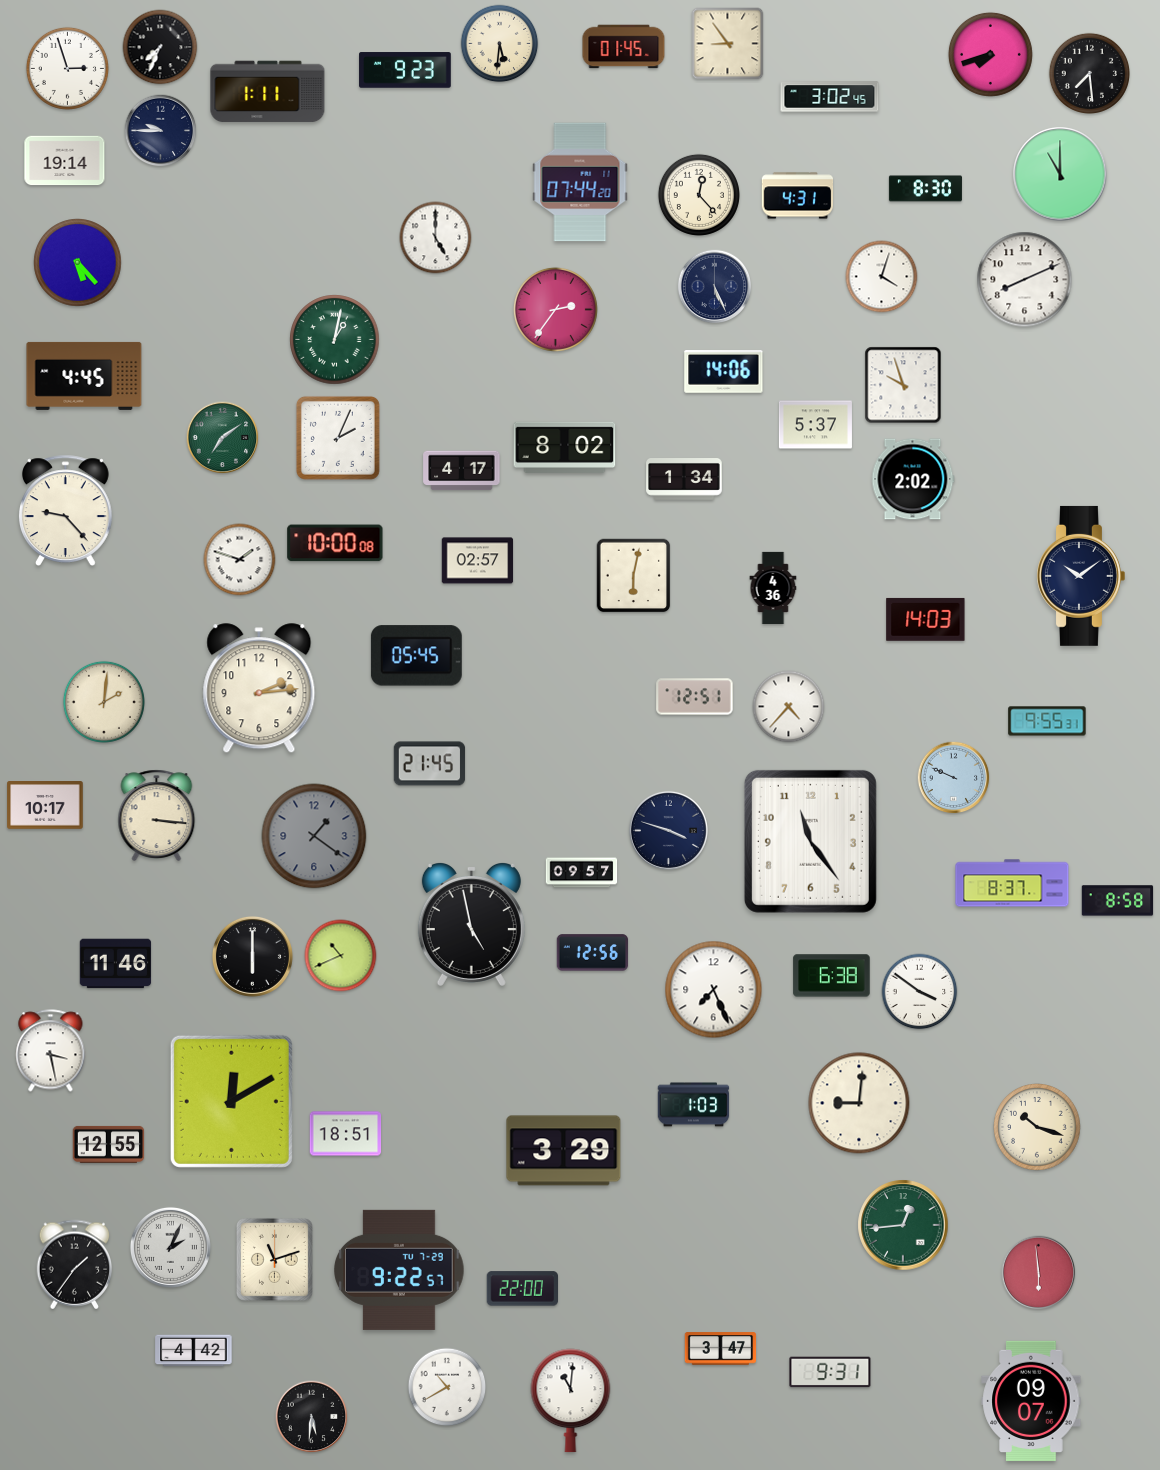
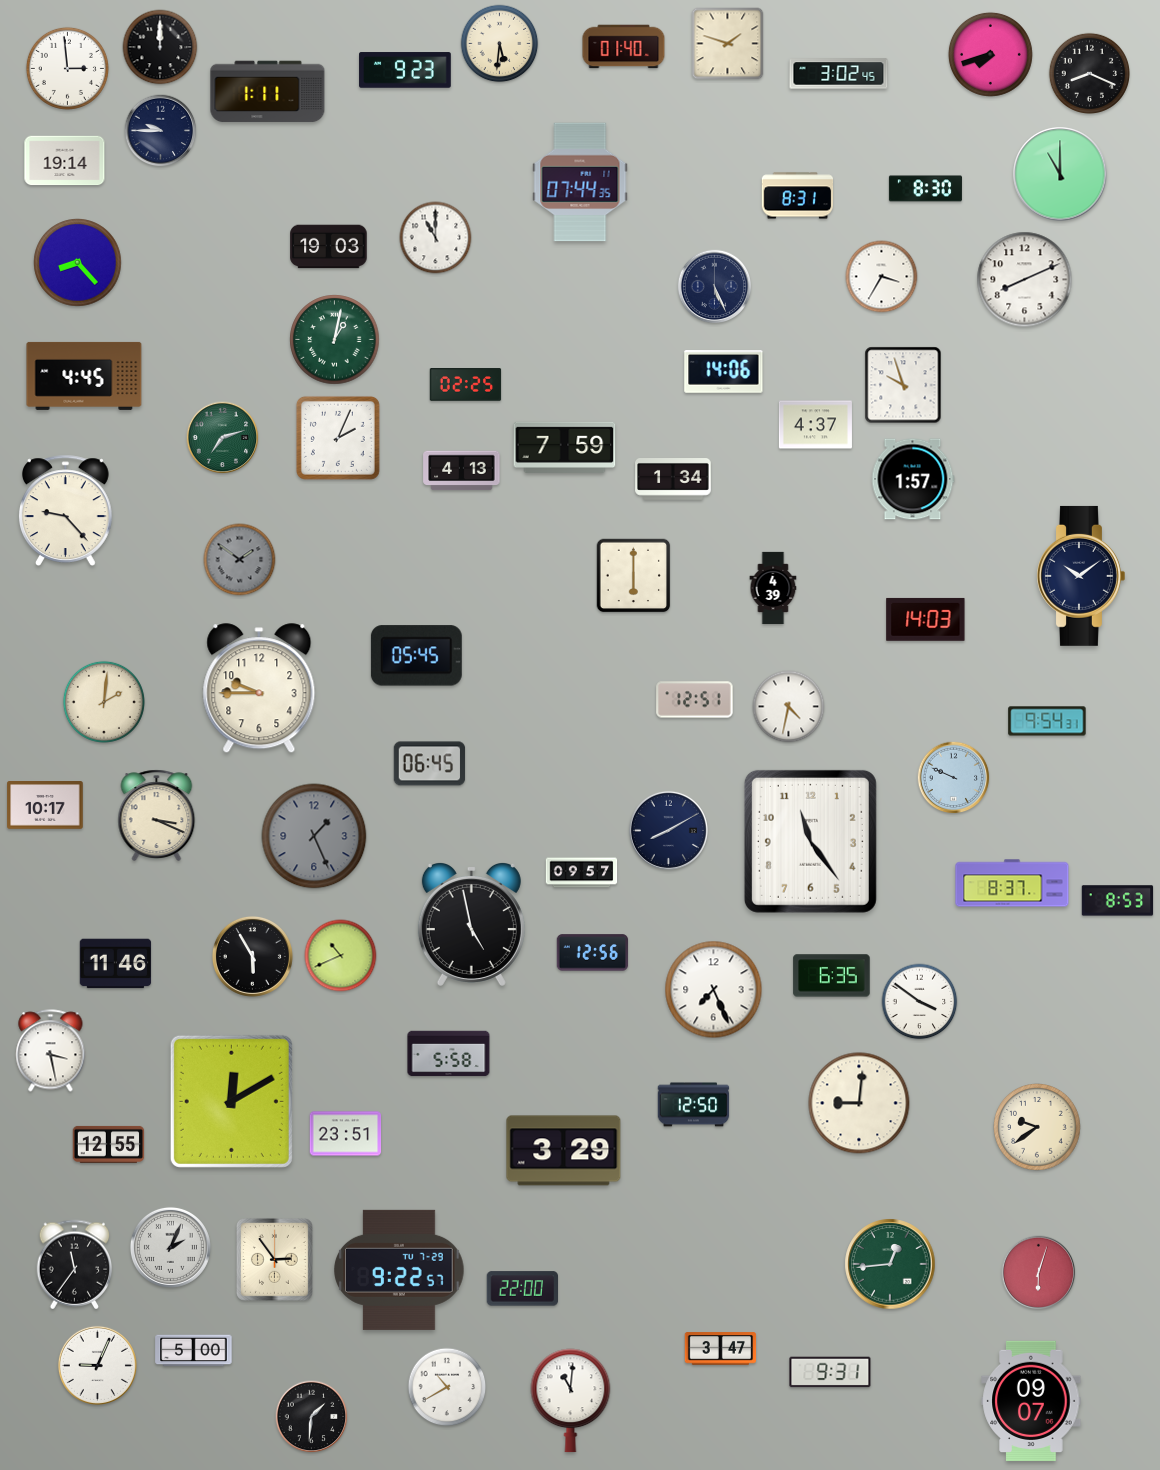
clock at (728, 44): 8:54 -> 1:48
clock at (160, 47): 7:34 -> 12:00
clock at (624, 47): 01:45 -> 01:40
clock at (67, 68): 2:57 -> 2:59
clock at (1089, 73): 7:29 -> 8:19
clock at (830, 97) position: (830, 97) -> (839, 74)
clock at (580, 182): 07:44:20 -> 07:44:35
clock at (699, 195): 12:23 -> none
clock at (798, 196): 4:31 -> 8:31
clock at (436, 238): 5:00 -> 11:00
clock at (329, 247): none -> 19:03
clock at (78, 263): 5:23 -> 8:23
clock at (882, 277): 4:03 -> 3:35
clock at (555, 309): 2:36 -> none
clock at (466, 385): none -> 02:25
clock at (815, 425): 5:37 -> 4:37
clock at (223, 438): 7:09 -> 7:12
clock at (565, 447): 8:02 -> 7:59
clock at (462, 471): 4:17 -> 4:13
clock at (913, 479): 2:02 -> 1:57
clock at (684, 480) position: (684, 480) -> (673, 480)
clock at (335, 543): 10:00 -> none
clock at (240, 560): 1:48 -> 1:51
clock at (240, 560) dial: white -> grey
clock at (478, 561): 02:57 -> none
clock at (634, 576): 6:02 -> 6:00
clock at (773, 588): 4:36 -> 4:39
clock at (259, 689): 2:14 -> 9:45
clock at (695, 697) position: (695, 697) -> (695, 700)
clock at (789, 707): 4:37 -> 4:32
clock at (1047, 721): 9:55 -> 9:54
clock at (430, 764): 21:45 -> 06:45
clock at (157, 815): 3:16 -> 3:19
clock at (668, 830): 3:48 -> 8:10
clock at (314, 836): 1:21 -> 1:26
clock at (1118, 901): 8:58 -> 8:53
clock at (252, 956): 6:00 -> 5:55
clock at (832, 976): 6:38 -> 6:35
clock at (920, 992) position: (920, 992) -> (920, 1002)
clock at (449, 1054): none -> 5:58
clock at (694, 1105): 1:03 -> 12:50
clock at (1037, 1127): 10:18 -> 9:39
clock at (346, 1134): 18:51 -> 23:51
clock at (903, 1225) position: (903, 1225) -> (890, 1264)
clock at (274, 1259): 11:12 -> 2:54
clock at (75, 1265): 1:36 -> 11:36
clock at (1039, 1273): 5:59 -> 6:03
clock at (194, 1351): 4:42 -> 5:00
clock at (97, 1365): none -> 9:04
clock at (312, 1417): 5:31 -> 1:31
